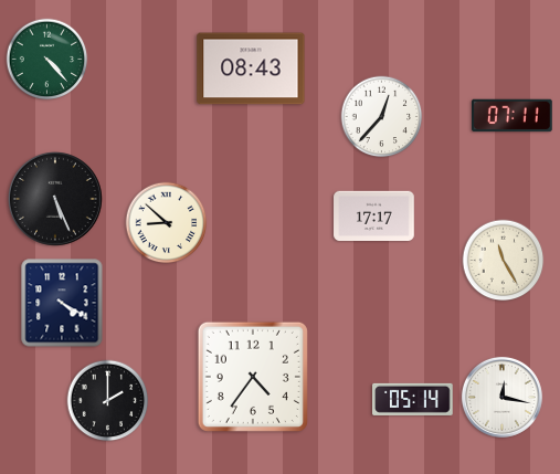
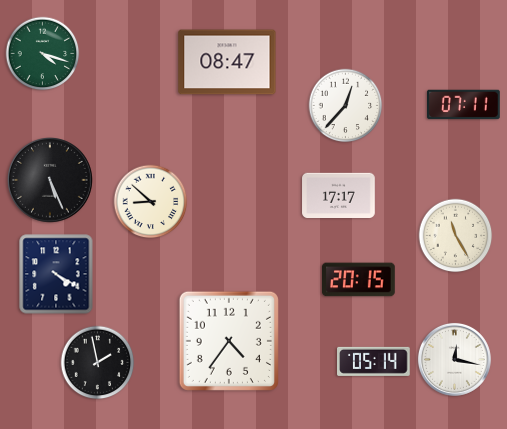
clock at (47, 60): 4:23 -> 4:18
clock at (251, 69): 08:43 -> 08:47
clock at (359, 280): none -> 20:15
clock at (108, 401): 2:00 -> 1:58
